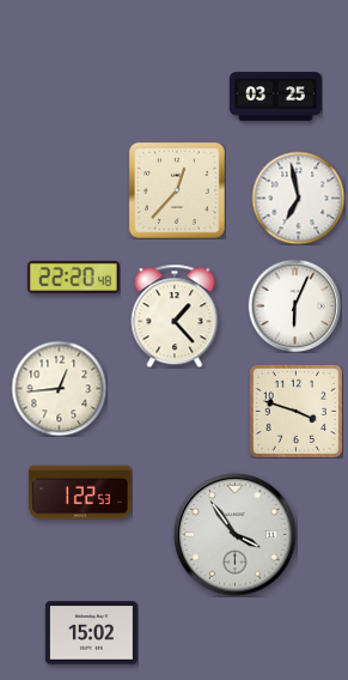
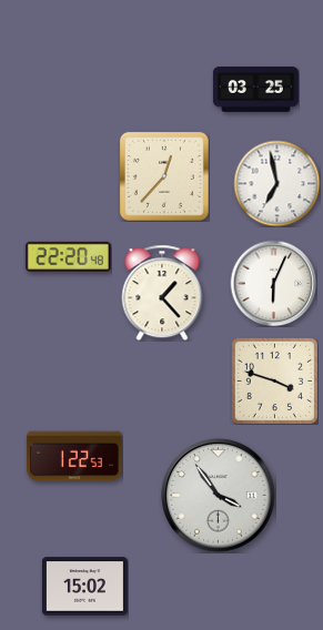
clock at (59, 388): 12:44 -> none
